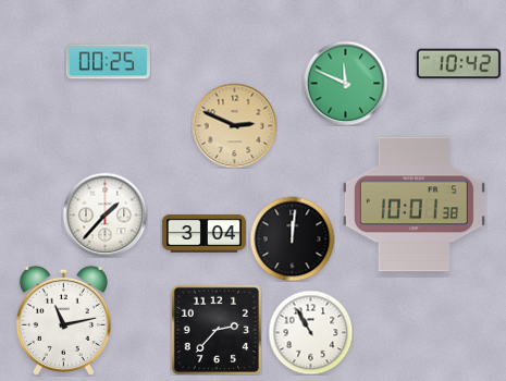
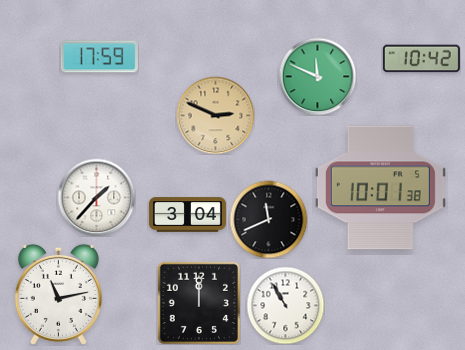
clock at (108, 62): 00:25 -> 17:59
clock at (292, 238): 12:01 -> 11:41
clock at (215, 329): 2:37 -> 12:00
